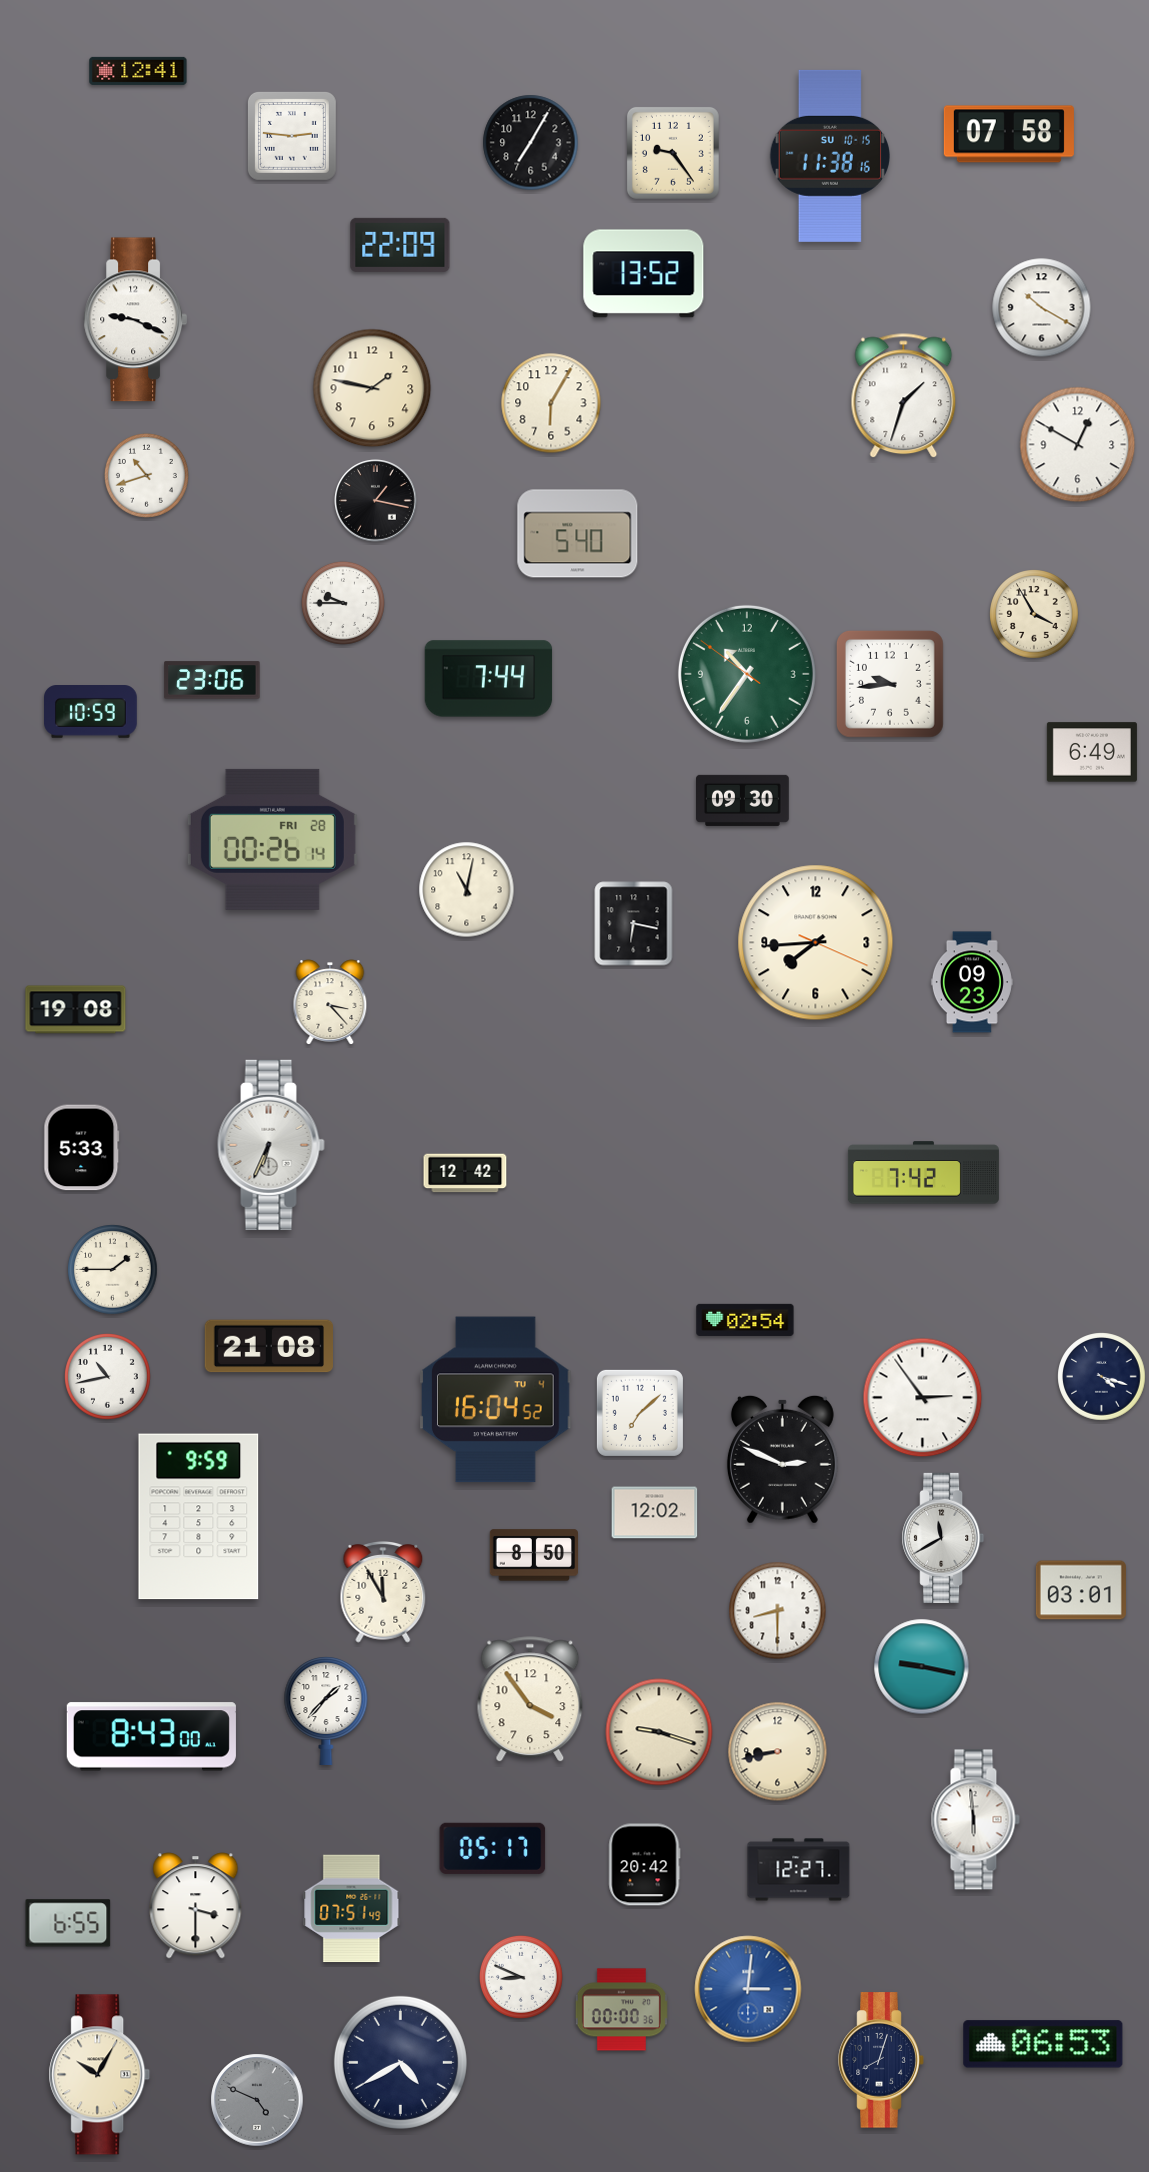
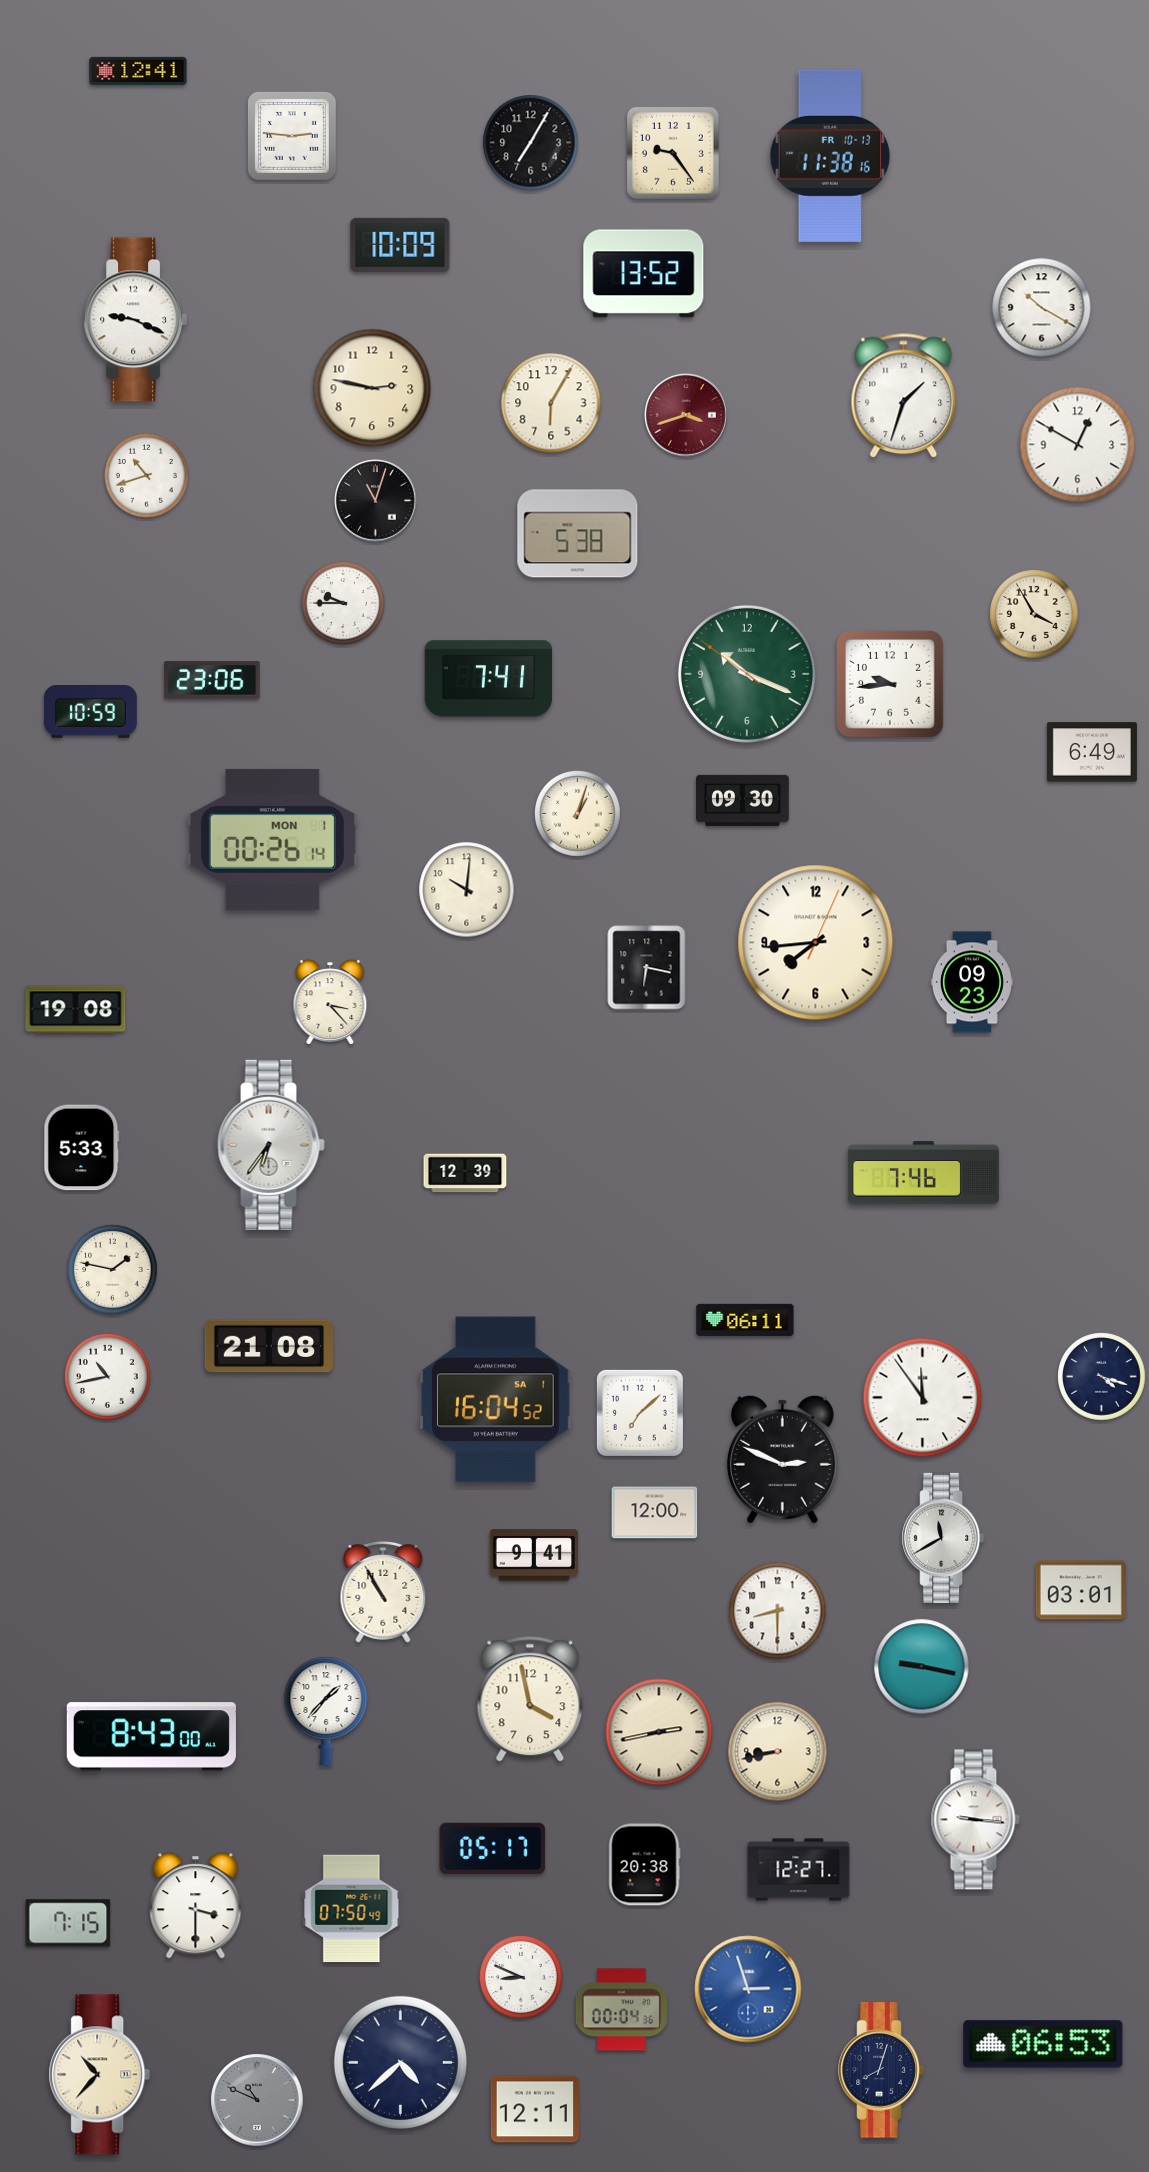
clock at (1009, 134): 07:58 -> none
clock at (830, 156) date: SU 10-15 -> FR 10-13
clock at (400, 245): 22:09 -> 10:09
clock at (372, 388): 1:47 -> 2:47
clock at (687, 416): none -> 3:42
clock at (376, 501): 1:17 -> 11:03
clock at (578, 534): 5:40 -> 5:38
clock at (747, 674): 10:35 -> 10:18
clock at (489, 679): 7:44 -> 7:41
clock at (578, 814): none -> 1:03
clock at (272, 839) date: FRI 28 -> MON 1
clock at (467, 890): 11:02 -> 10:01
clock at (634, 924) position: (634, 924) -> (647, 968)
clock at (816, 943): 7:44:19 -> 7:44:04
clock at (271, 1145): 6:34 -> 6:36
clock at (465, 1173): 12:42 -> 12:39
clock at (923, 1173): 7:42 -> 7:46
clock at (113, 1270): 1:45 -> 1:47
clock at (745, 1320): 02:54 -> 06:11
clock at (923, 1398): 2:54 -> 11:54
clock at (496, 1400) date: TU 4 -> SA 1
clock at (655, 1513): 12:02 -> 12:00
clock at (199, 1517): 9:59 -> none
clock at (533, 1555): 8:50 -> 9:41
clock at (383, 1592): 11:55 -> 10:55
clock at (530, 1700): 3:54 -> 3:58
clock at (659, 1732): 9:18 -> 2:43
clock at (975, 1820): 5:59 -> 9:16
clock at (645, 1865): 20:42 -> 20:38
clock at (352, 1909): 07:51 -> 07:50
clock at (68, 1923): 6:55 -> 7:15
clock at (748, 1989): 3:01 -> 2:57
clock at (621, 2010): 00:00 -> 00:04
clock at (881, 2060) position: (881, 2060) -> (881, 2070)
clock at (400, 2062): 4:40 -> 4:38
clock at (100, 2075): 10:05 -> 10:37
clock at (257, 2100): 4:49 -> 10:49
clock at (534, 2109): none -> 12:11
